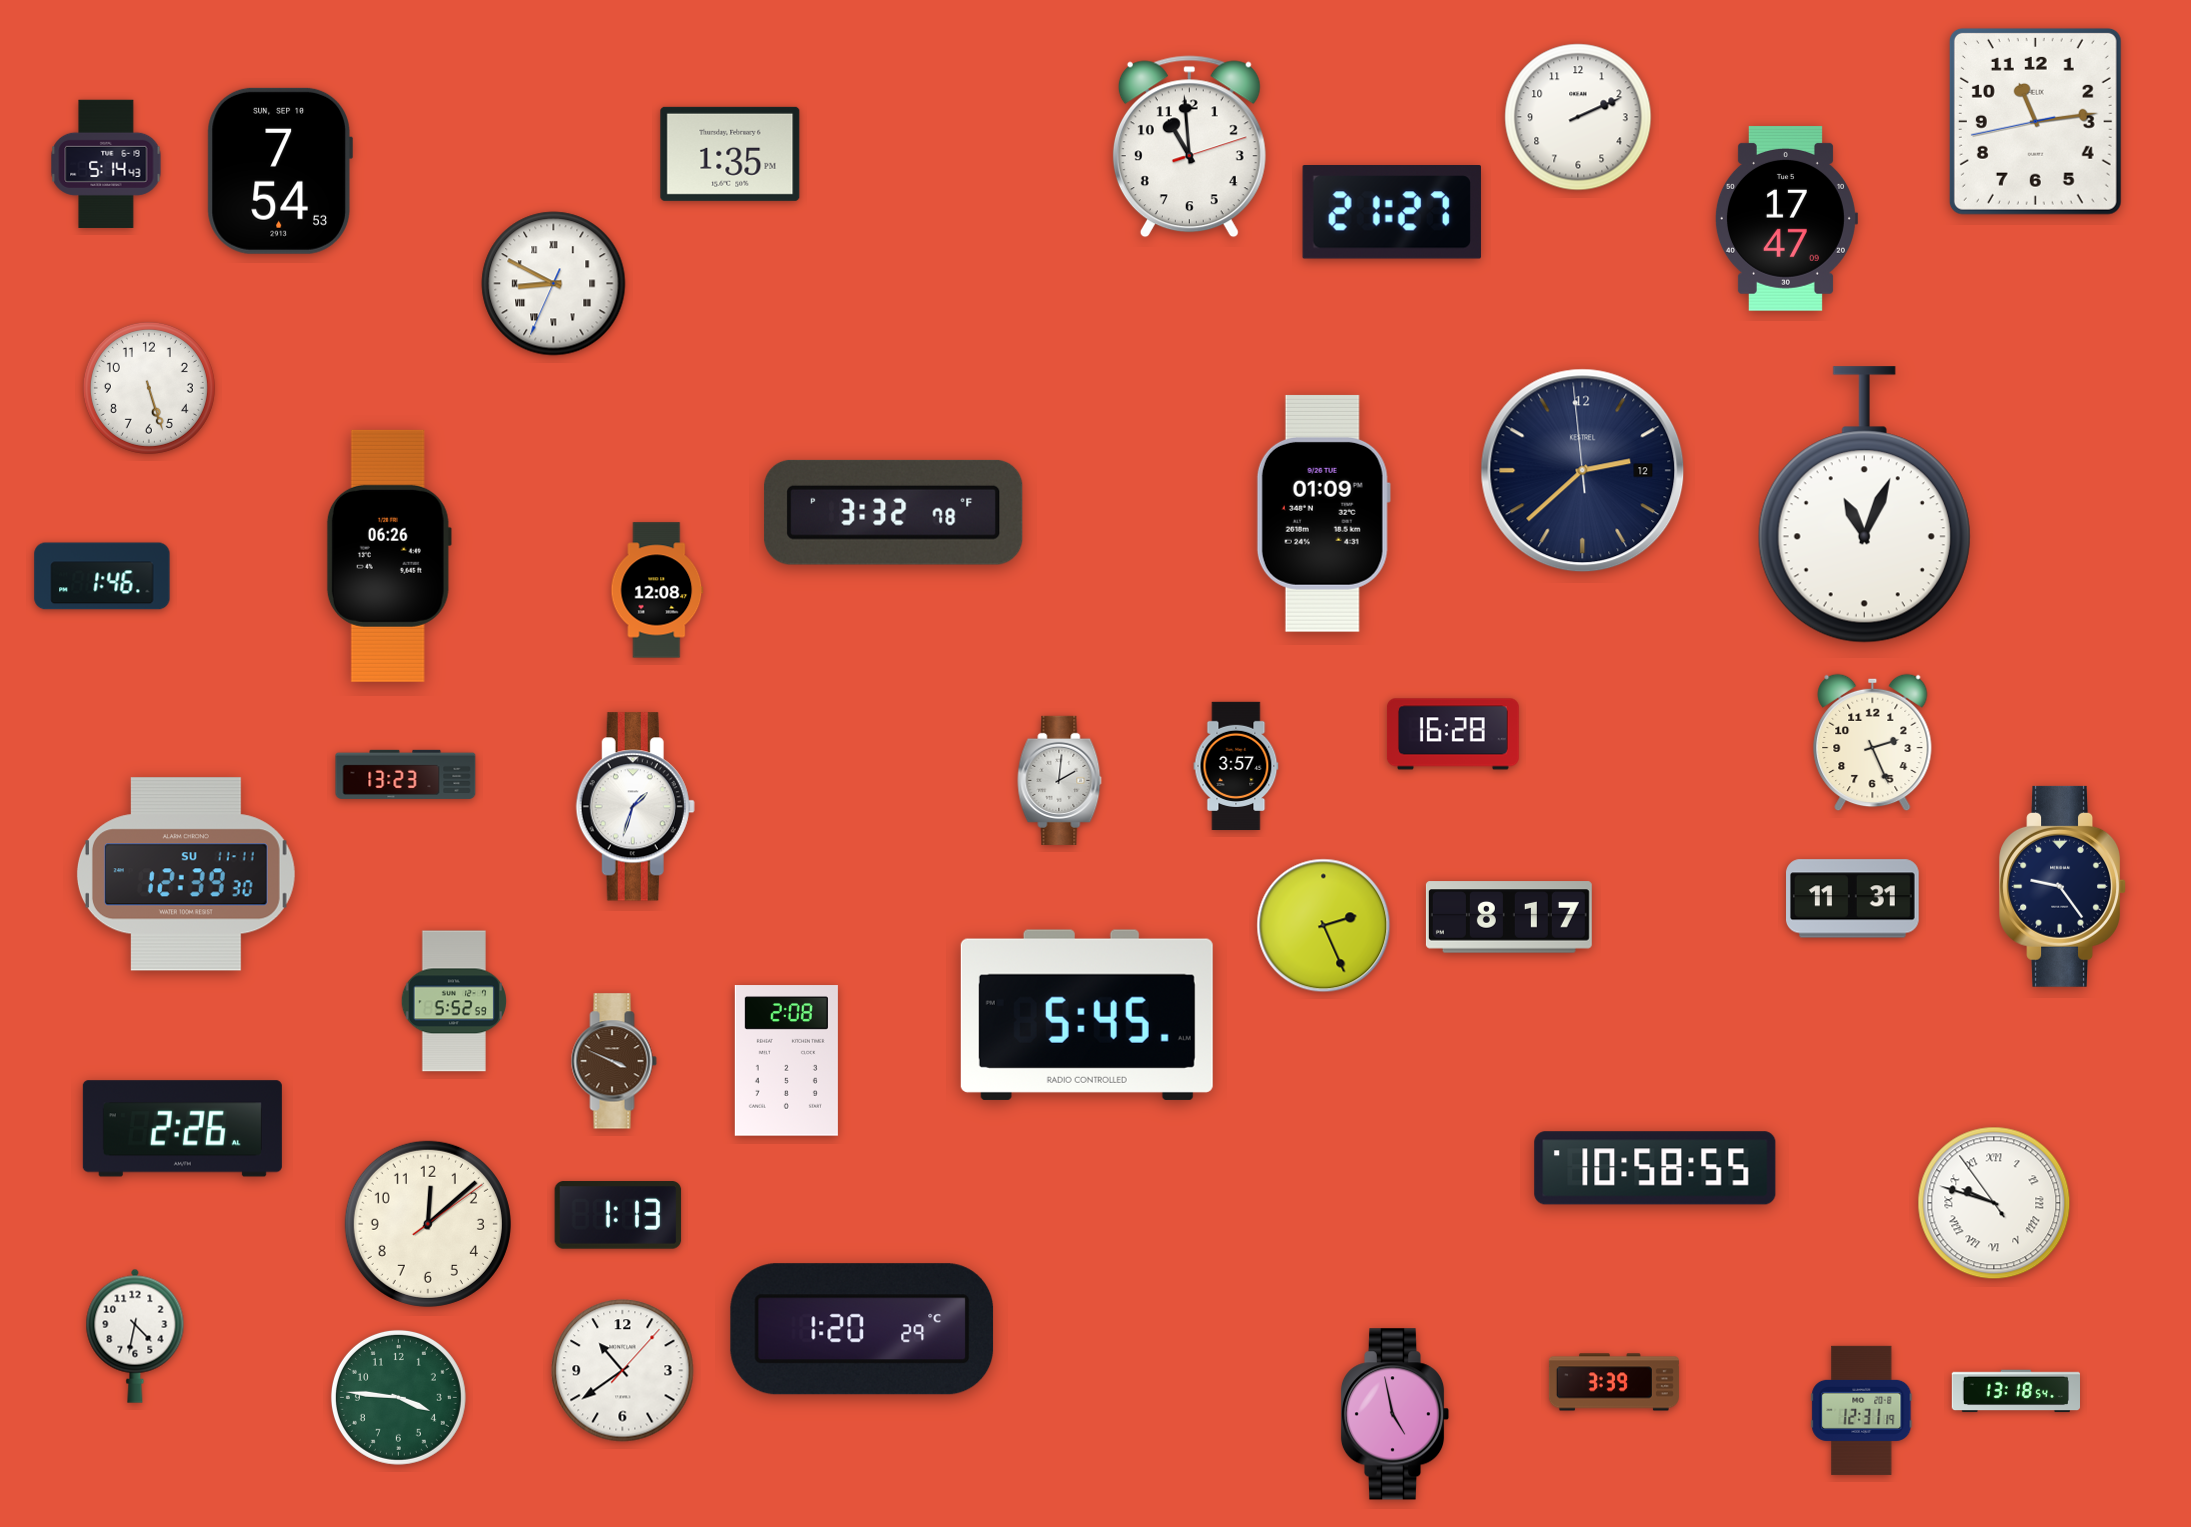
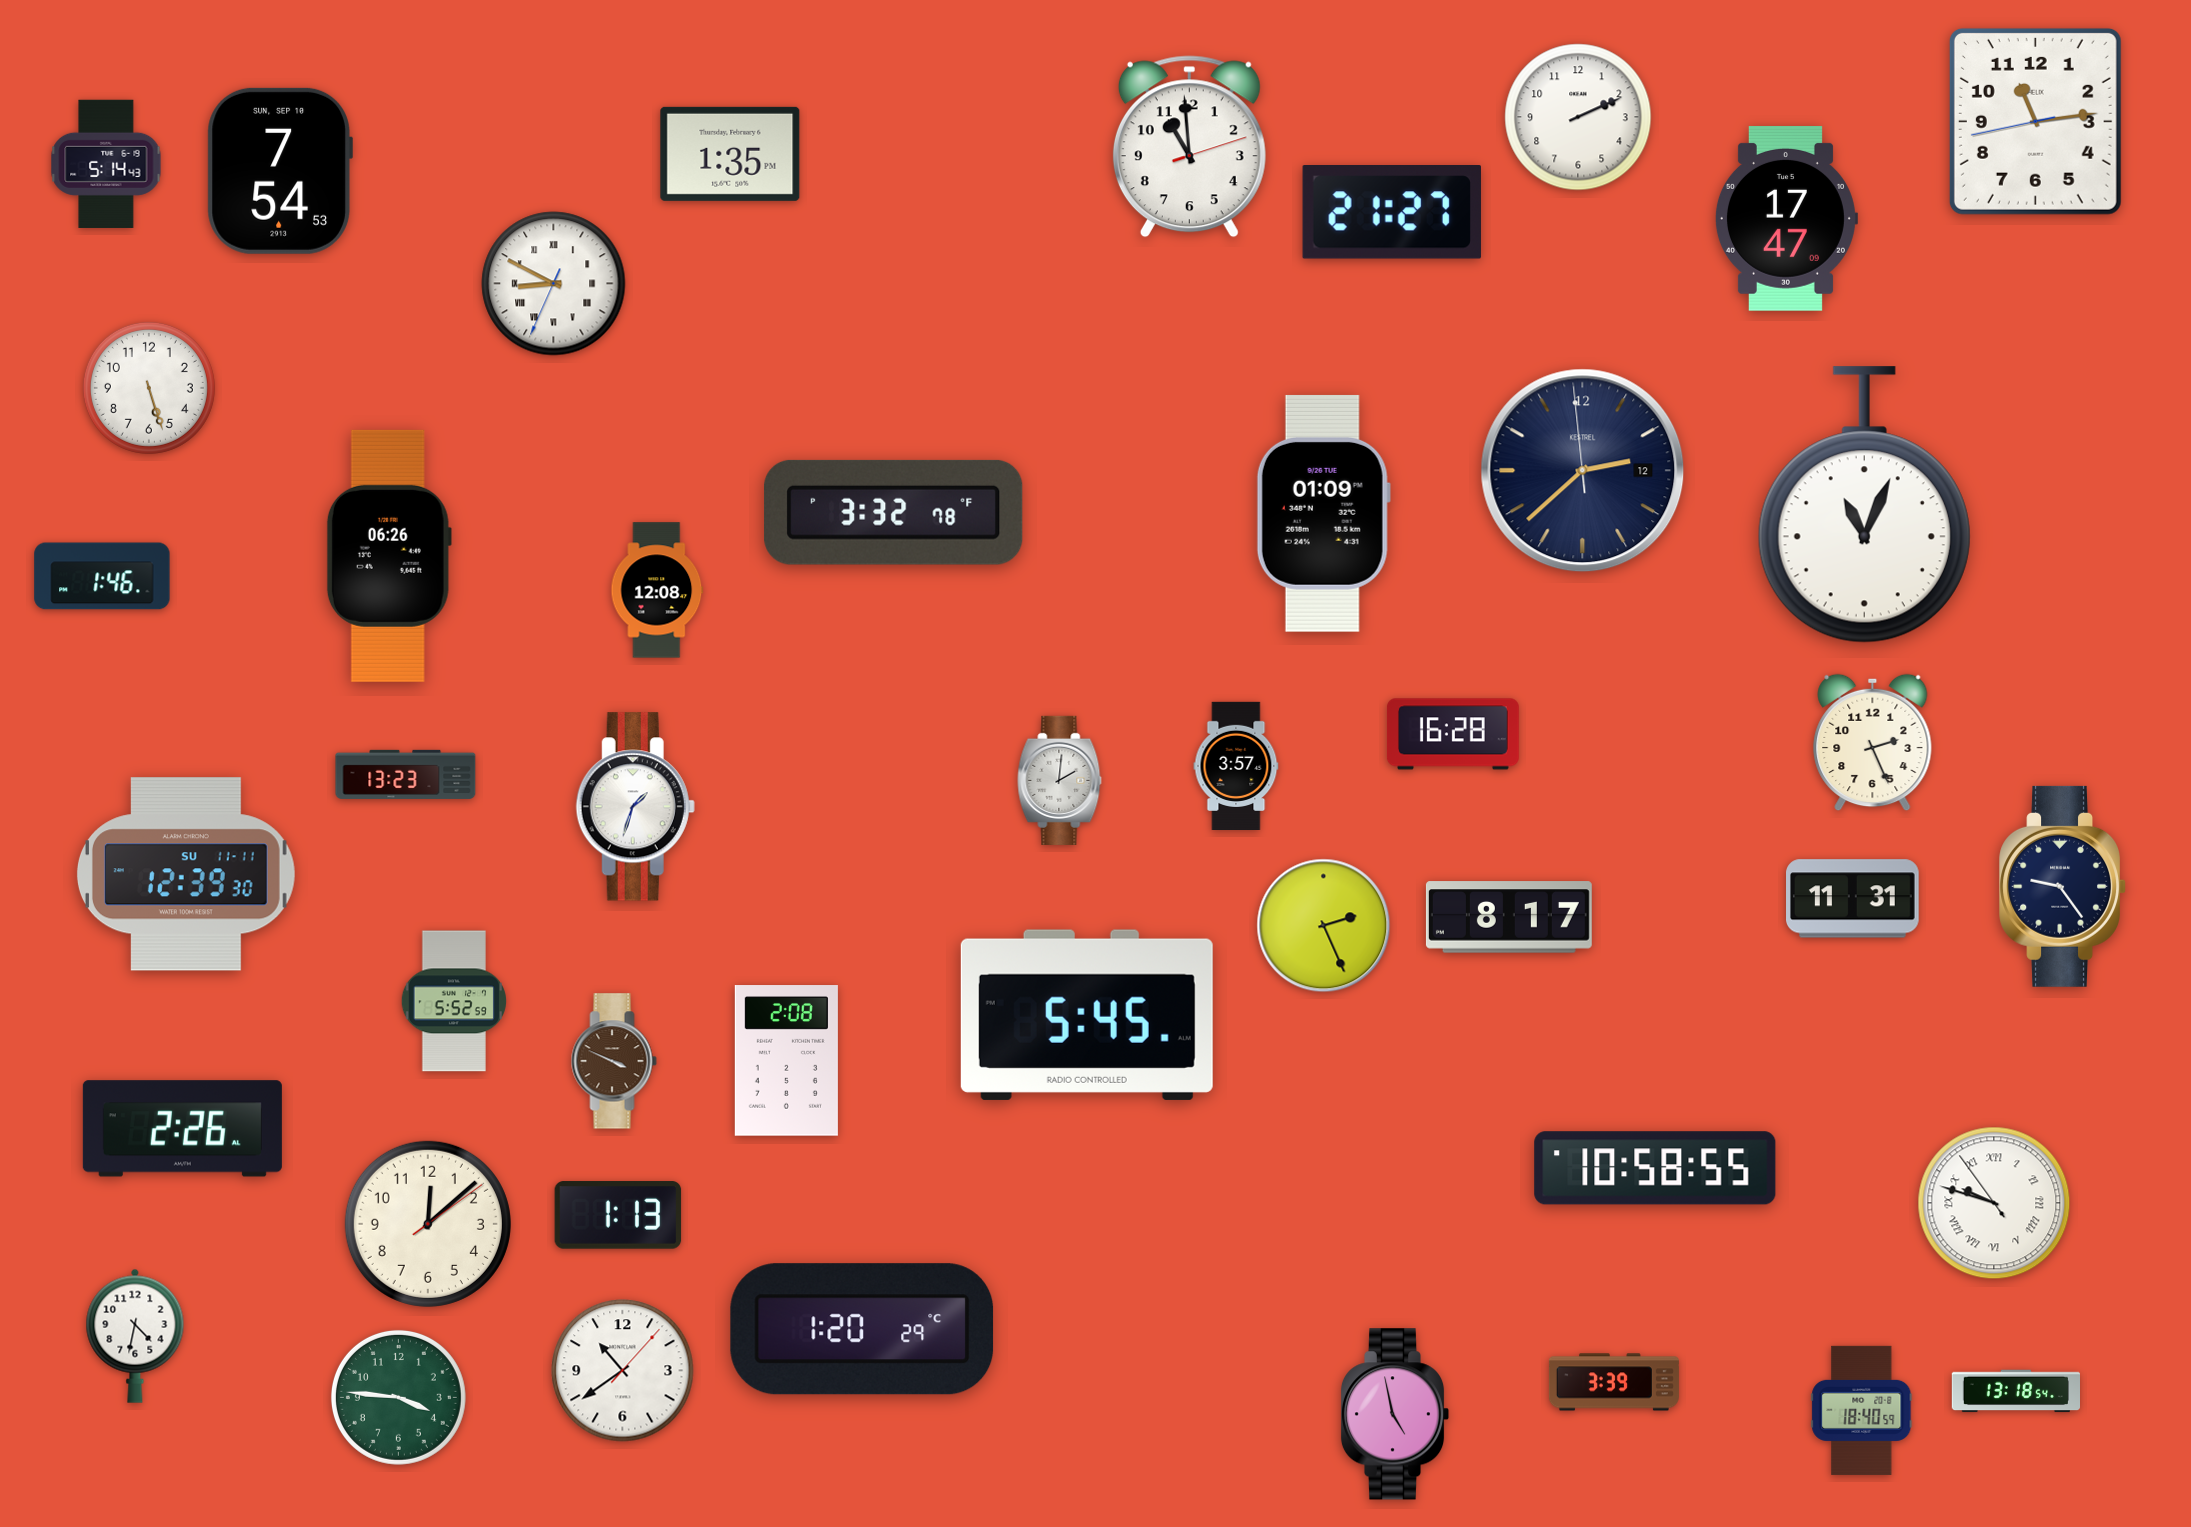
clock at (1862, 1410): 12:31 -> 18:40
